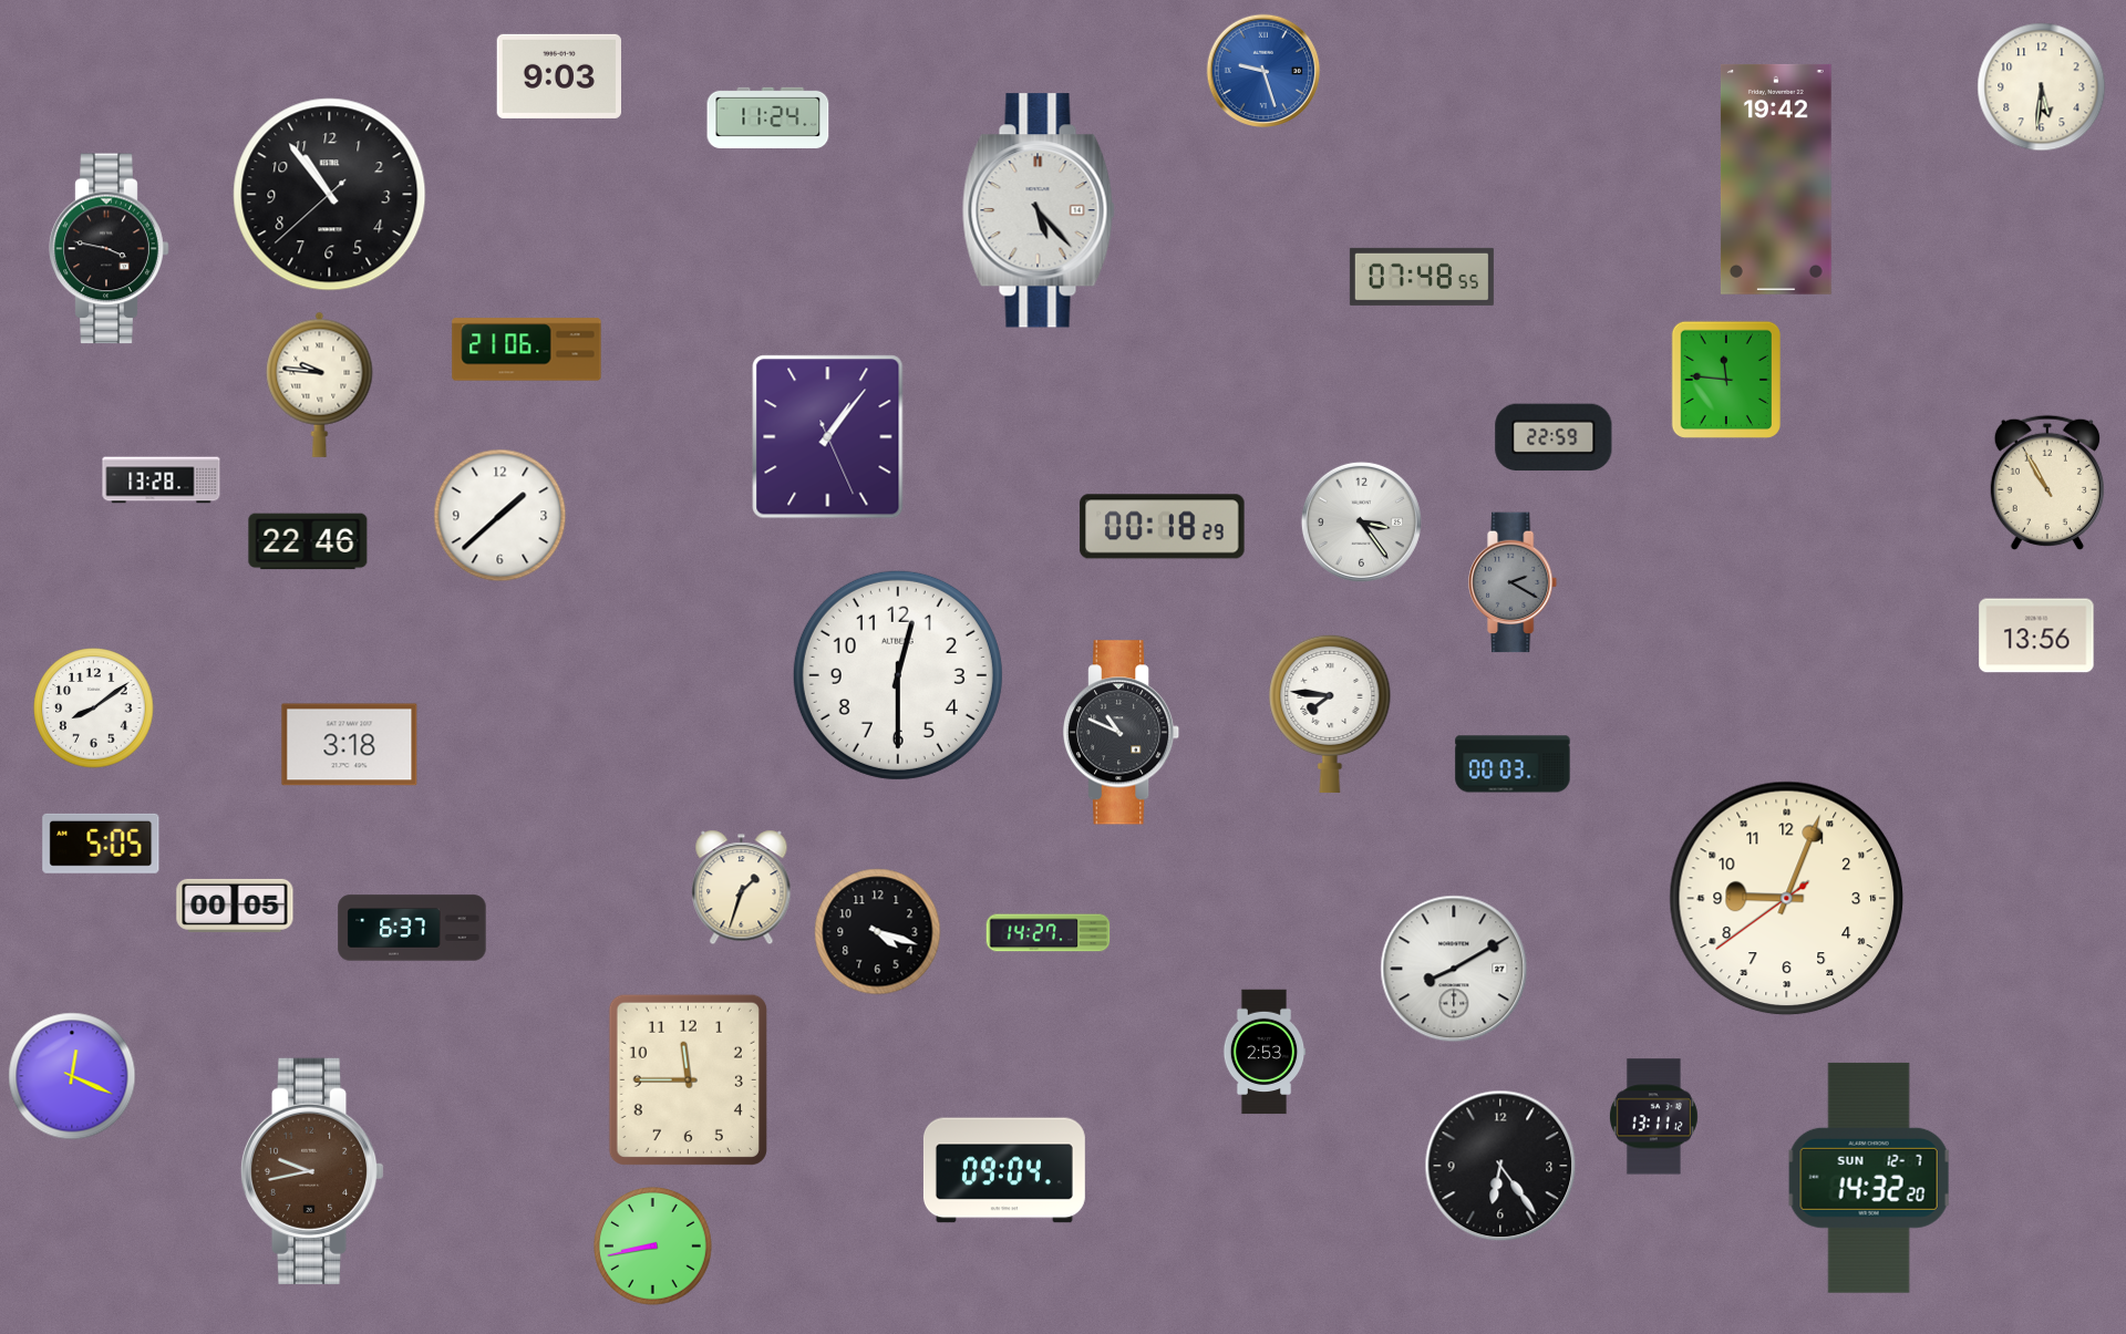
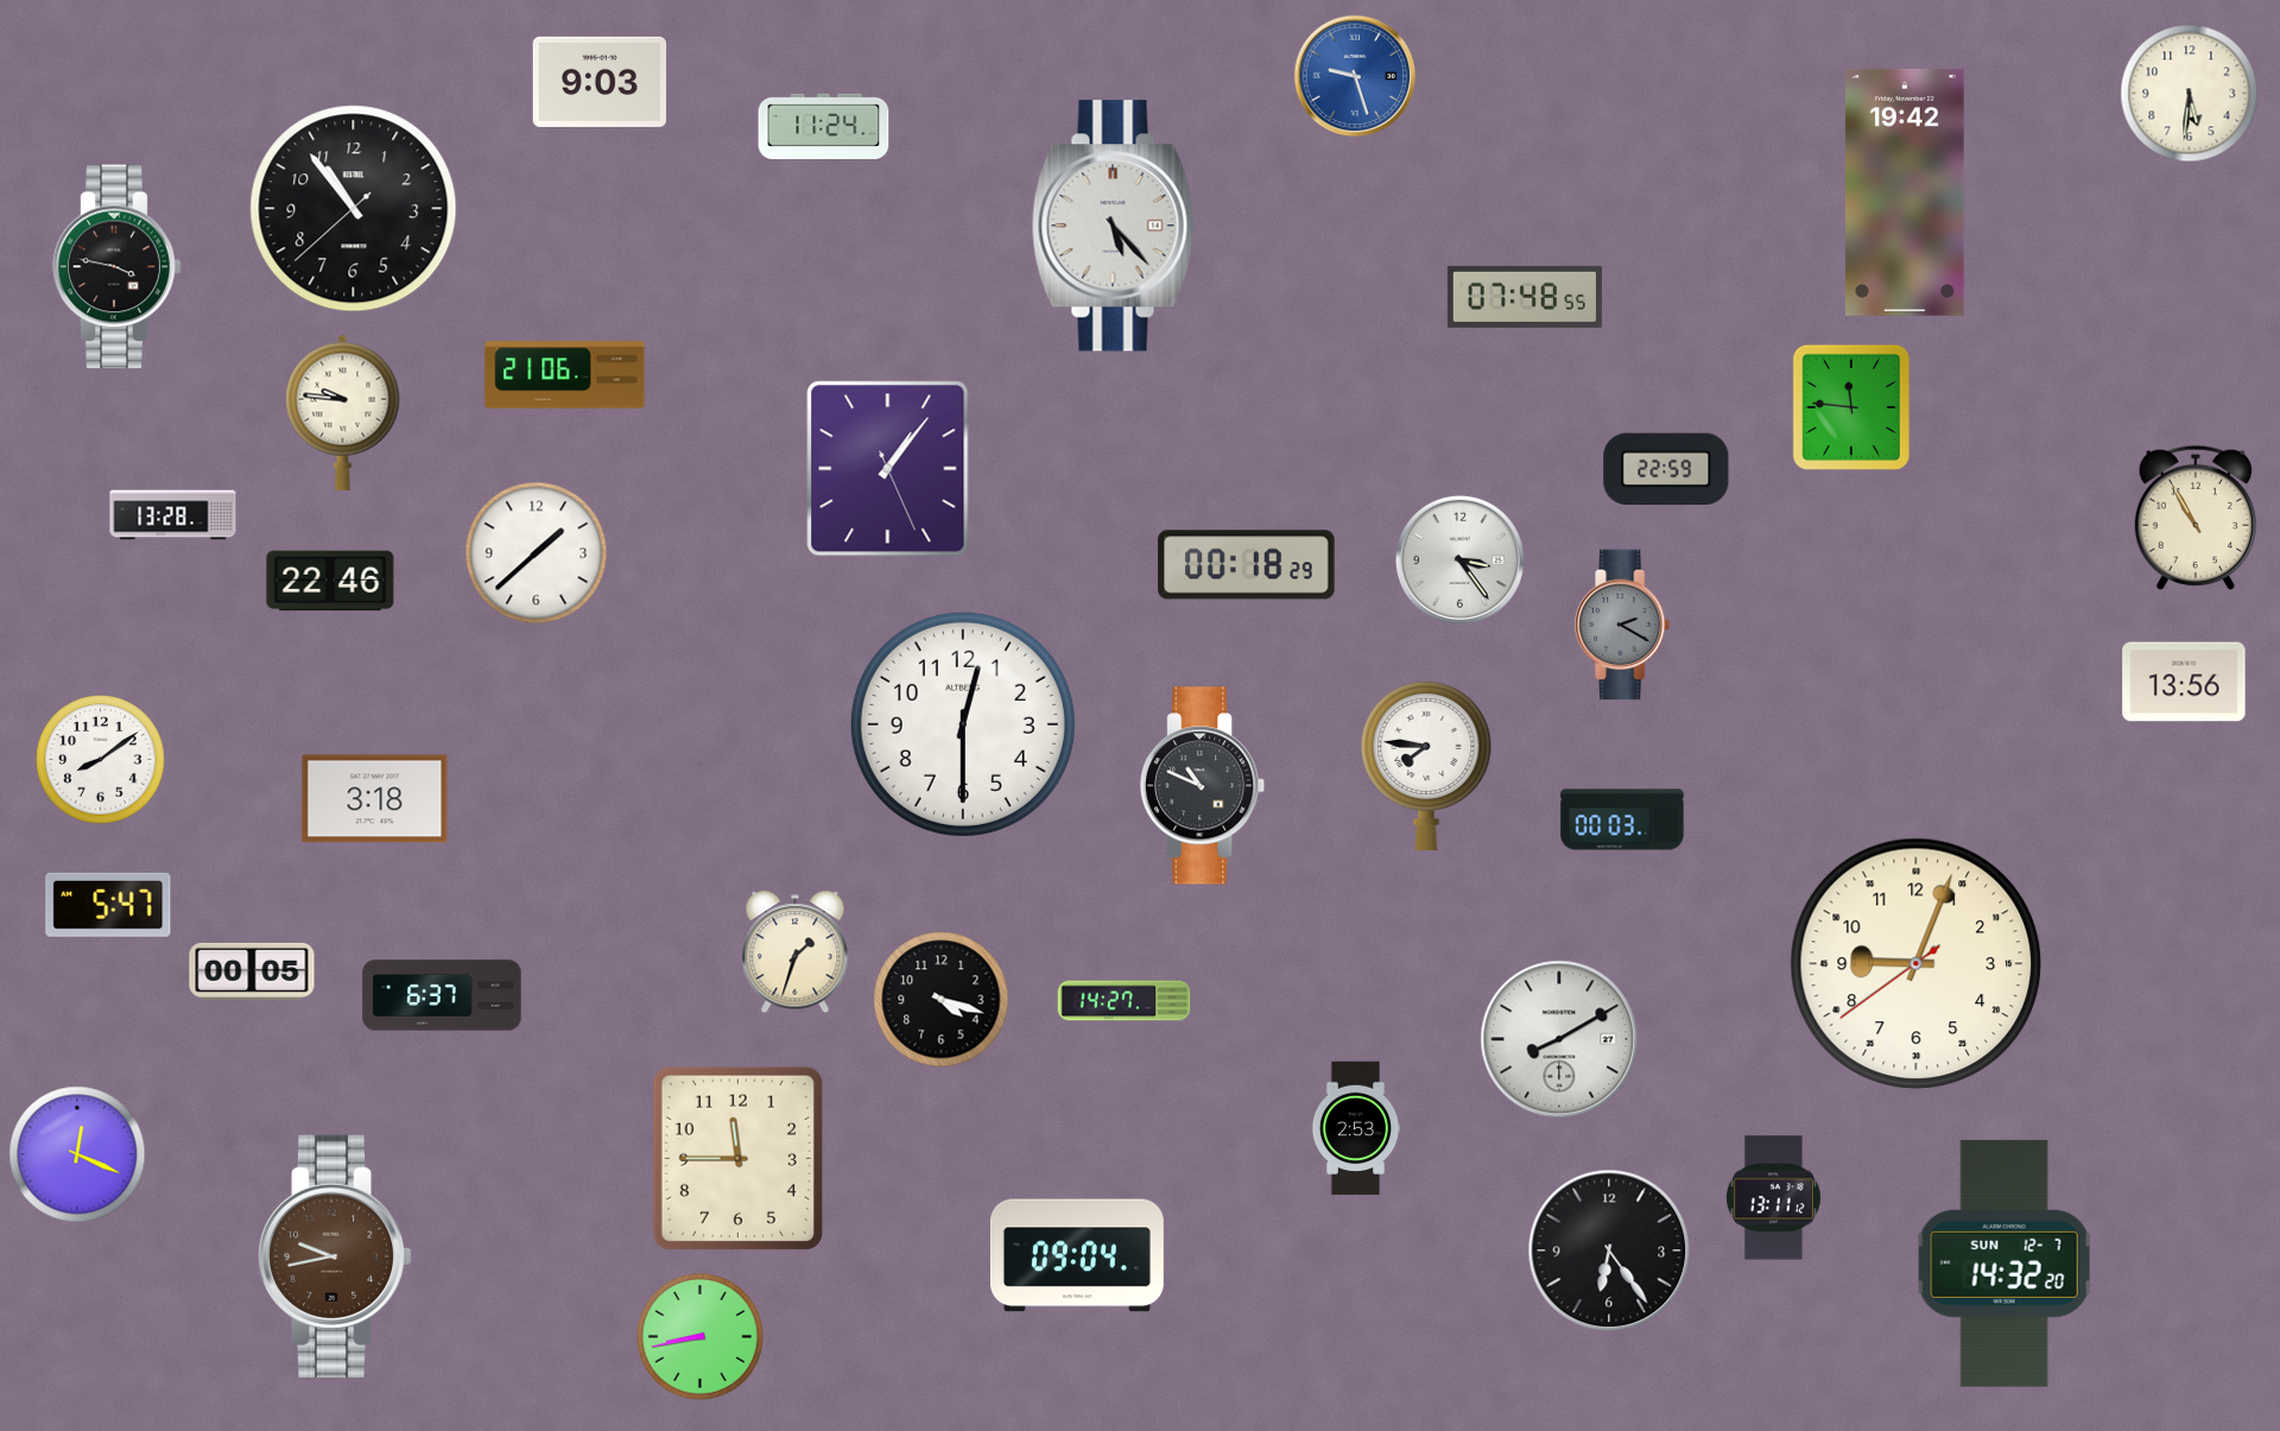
clock at (101, 844): 5:05 -> 5:47
